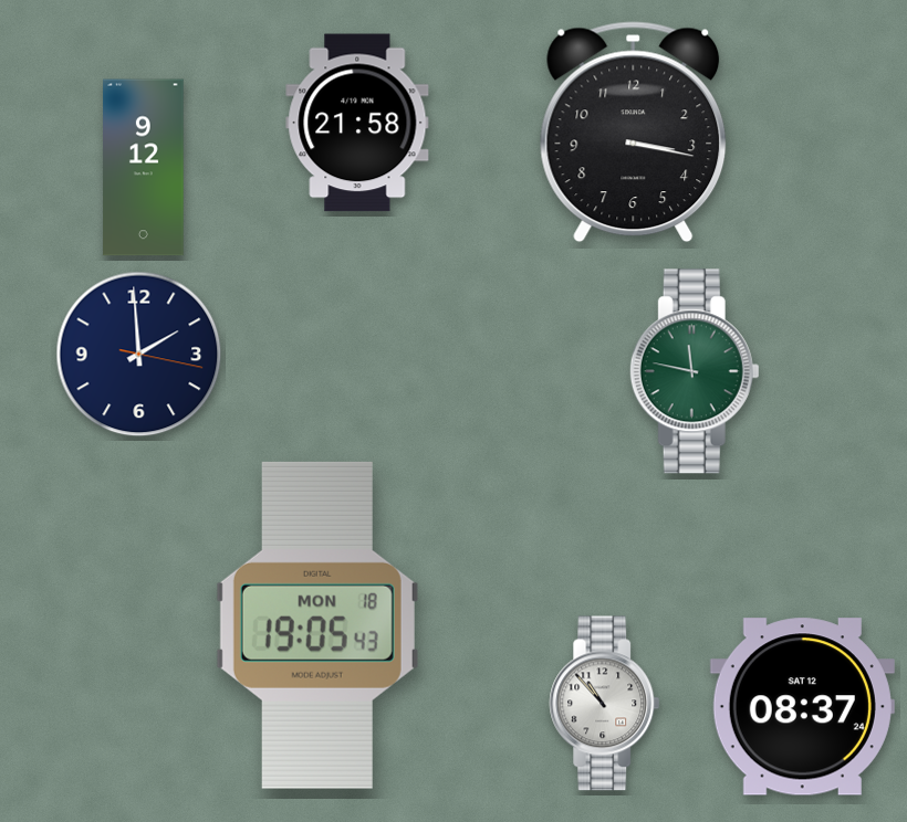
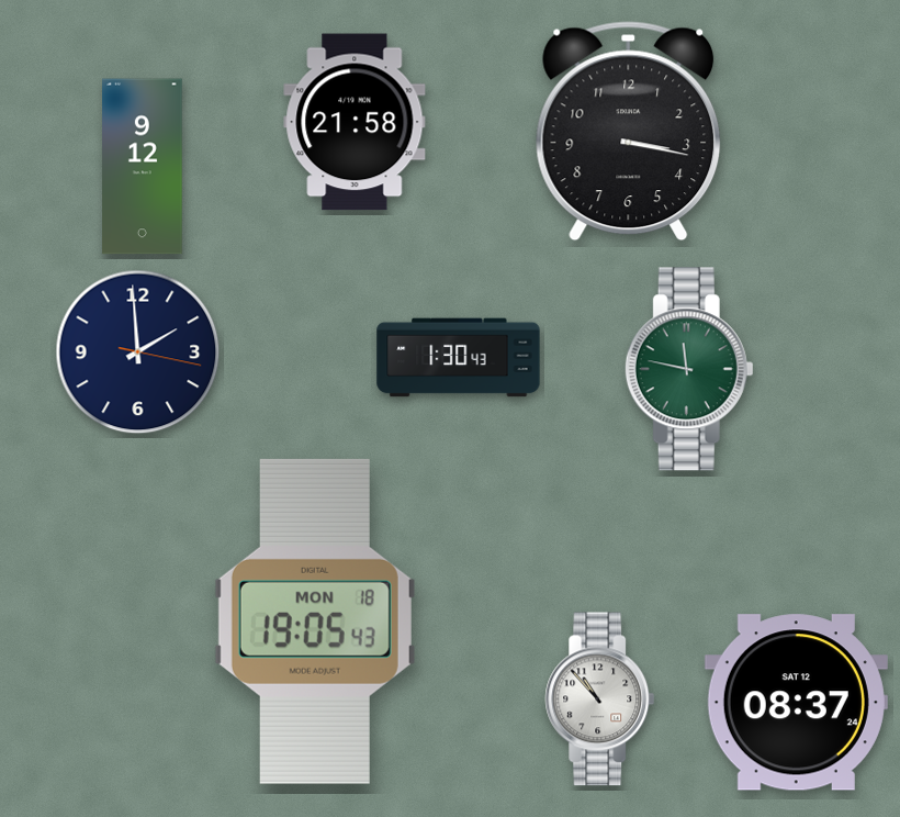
clock at (459, 358): none -> 1:30
